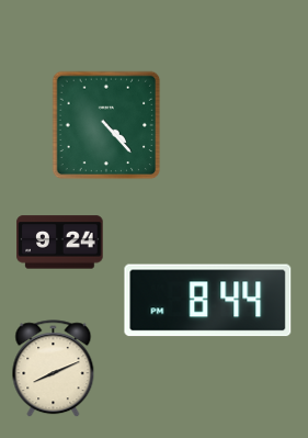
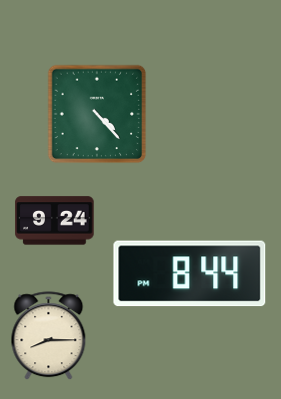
clock at (54, 369): 8:11 -> 8:15
